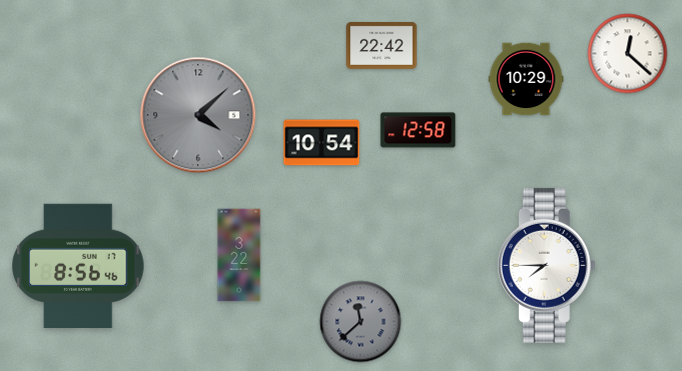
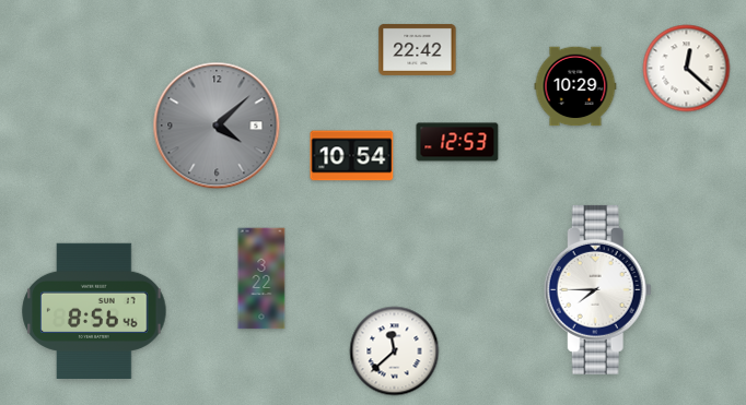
clock at (628, 54) position: (628, 54) -> (687, 69)
clock at (418, 130): 12:58 -> 12:53
clock at (78, 265) position: (78, 265) -> (94, 310)
clock at (361, 322) dial: grey -> white
